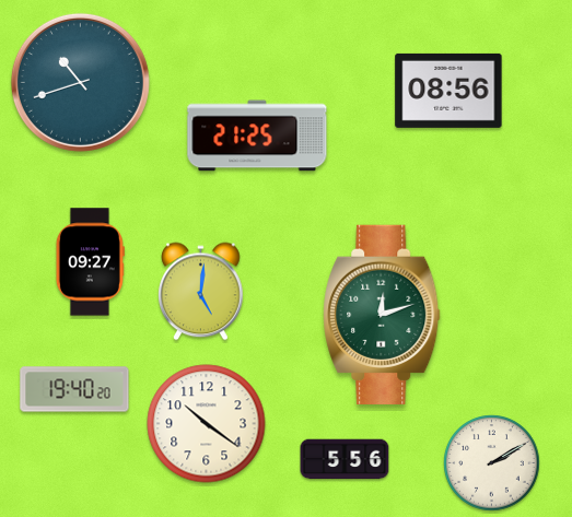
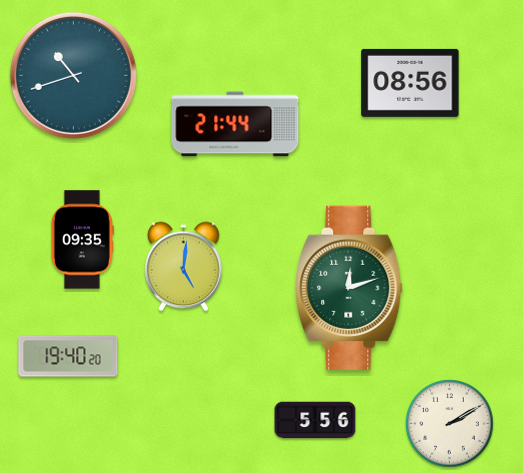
clock at (257, 136): 21:25 -> 21:44
clock at (90, 262): 09:27 -> 09:35
clock at (207, 424): 10:21 -> none
